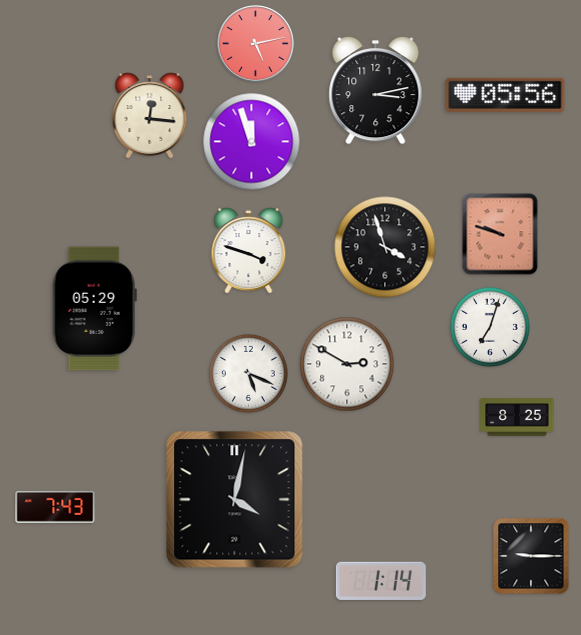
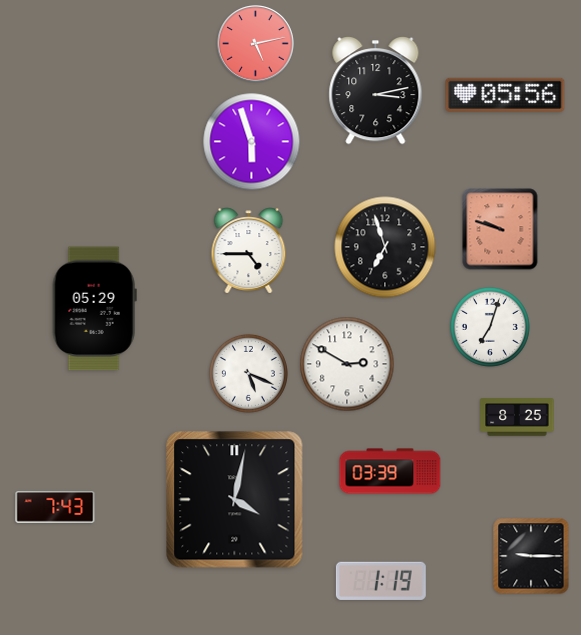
clock at (150, 116): 12:16 -> none
clock at (252, 142): 11:57 -> 5:57
clock at (500, 234) position: (500, 234) -> (500, 229)
clock at (385, 247): 3:57 -> 6:57
clock at (249, 251): 3:48 -> 4:45
clock at (390, 471): none -> 03:39
clock at (381, 581): 1:14 -> 1:19
